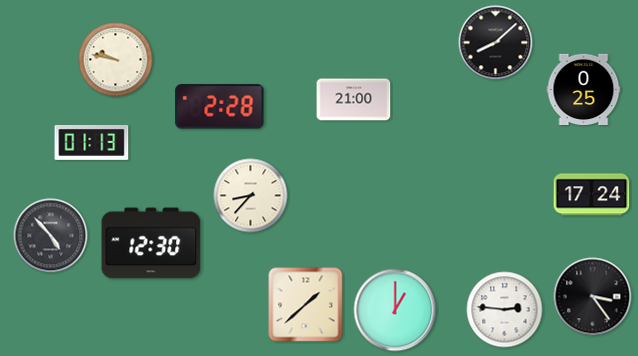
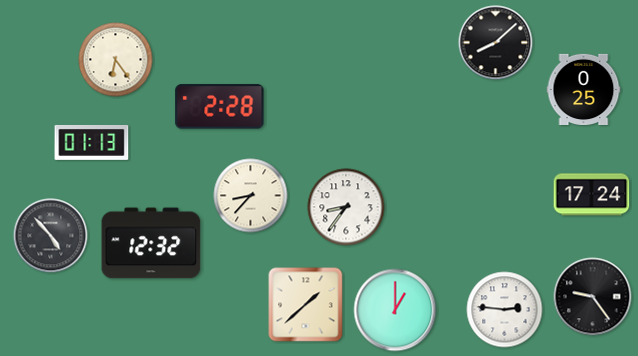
clock at (116, 60): 9:47 -> 6:24
clock at (354, 100): 21:00 -> none
clock at (346, 207): none -> 8:36
clock at (151, 243): 12:30 -> 12:32
clock at (593, 297): 3:24 -> 9:24
